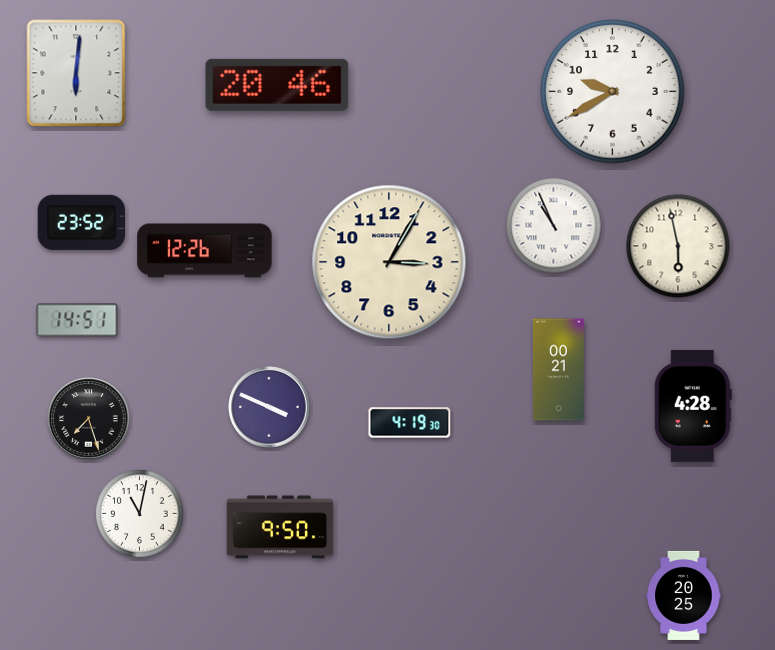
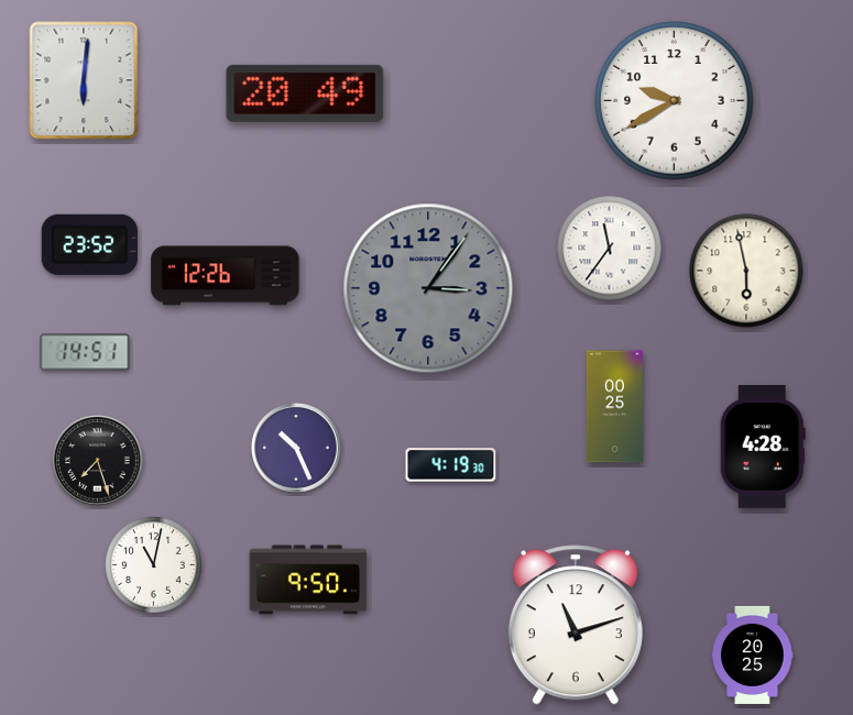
clock at (277, 85): 20:46 -> 20:49
clock at (554, 226): 10:56 -> 11:36
clock at (389, 262): 3:05 -> 3:06
clock at (389, 262) dial: cream -> grey
clock at (558, 370): 00:21 -> 00:25
clock at (269, 407): 3:49 -> 10:26
clock at (576, 625): none -> 11:12
